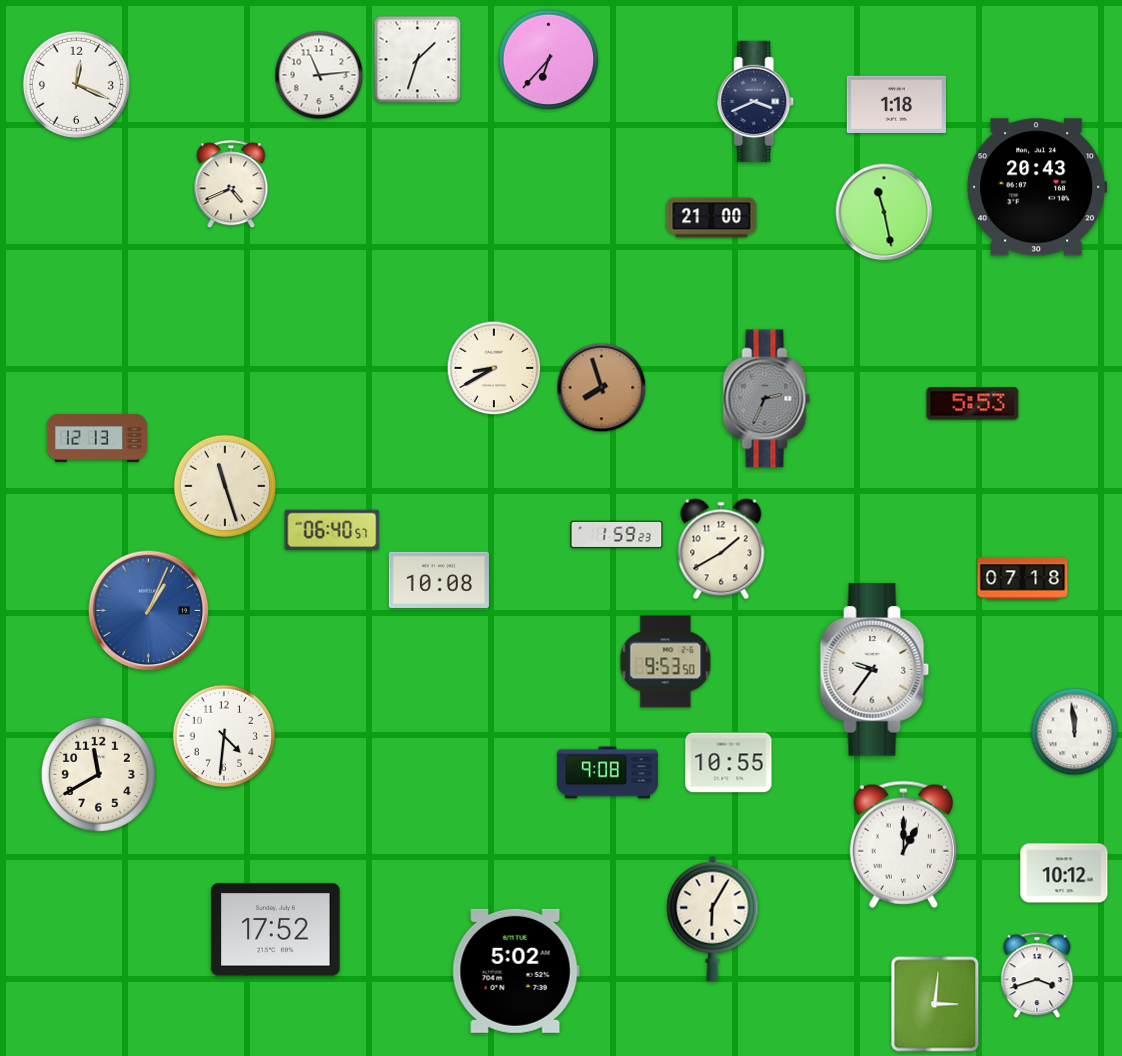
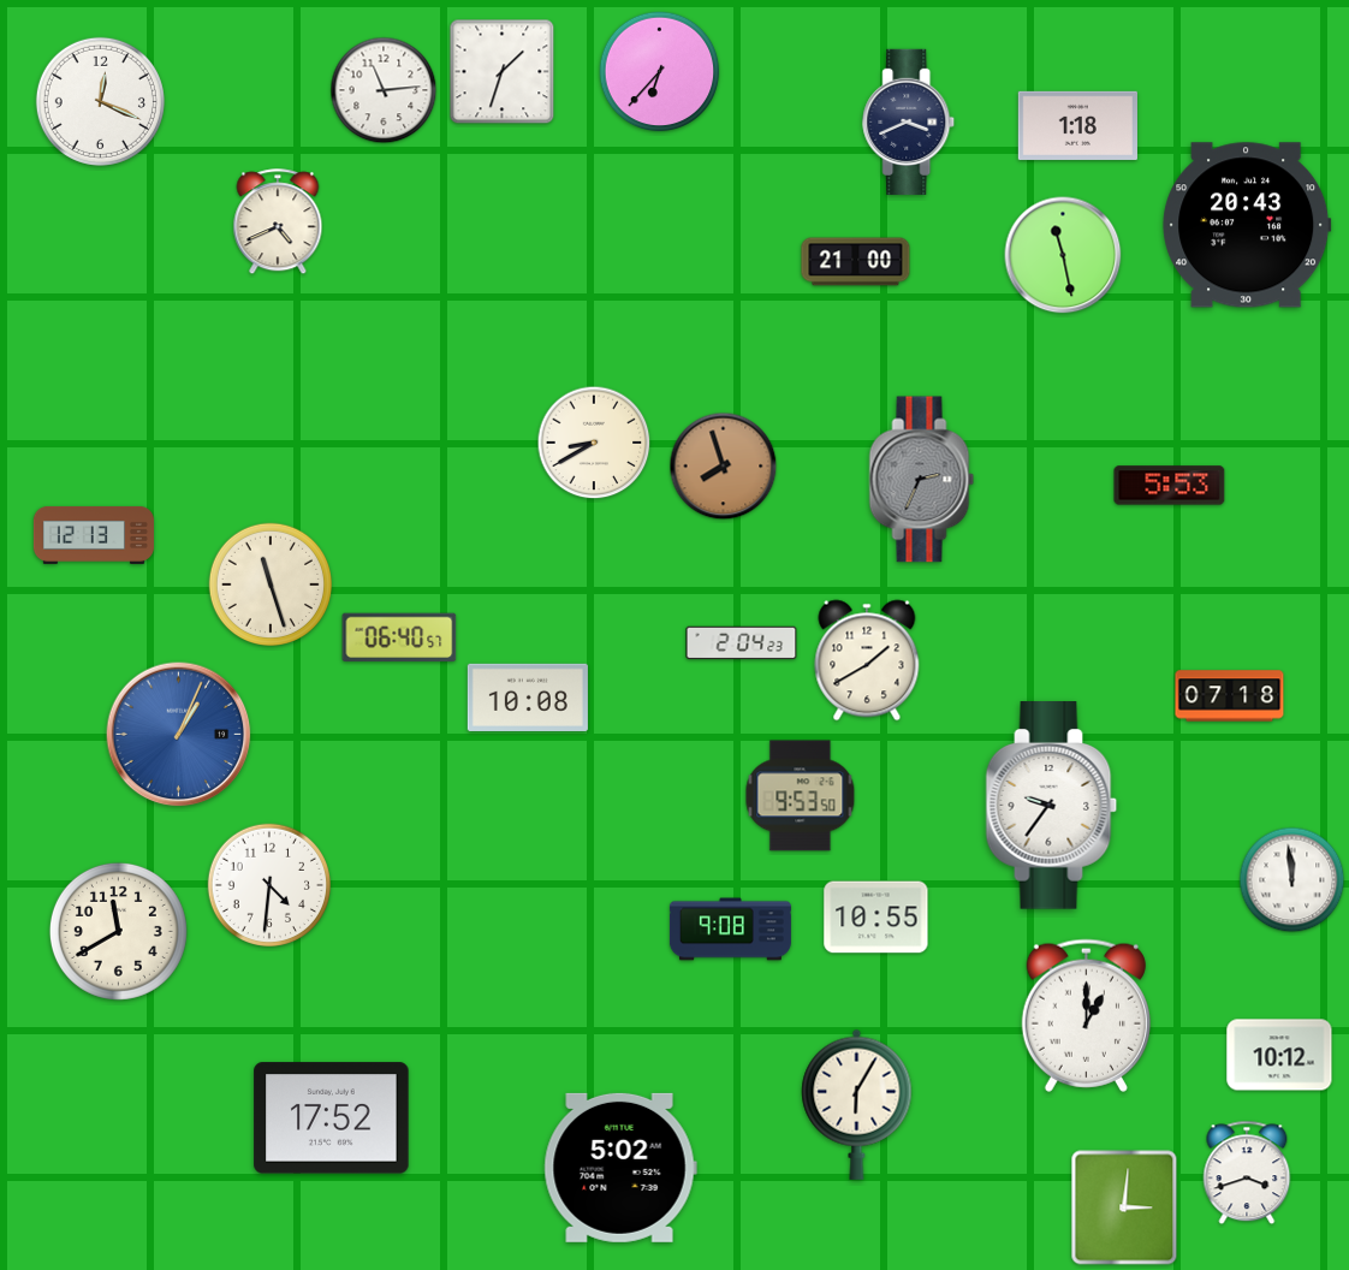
clock at (76, 84) position: (76, 84) -> (100, 101)
clock at (97, 438) position: (97, 438) -> (94, 535)
clock at (617, 535): 1:59 -> 2:04
clock at (1064, 873) position: (1064, 873) -> (1279, 1055)
